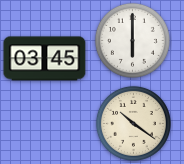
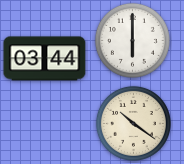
clock at (45, 59): 03:45 -> 03:44
